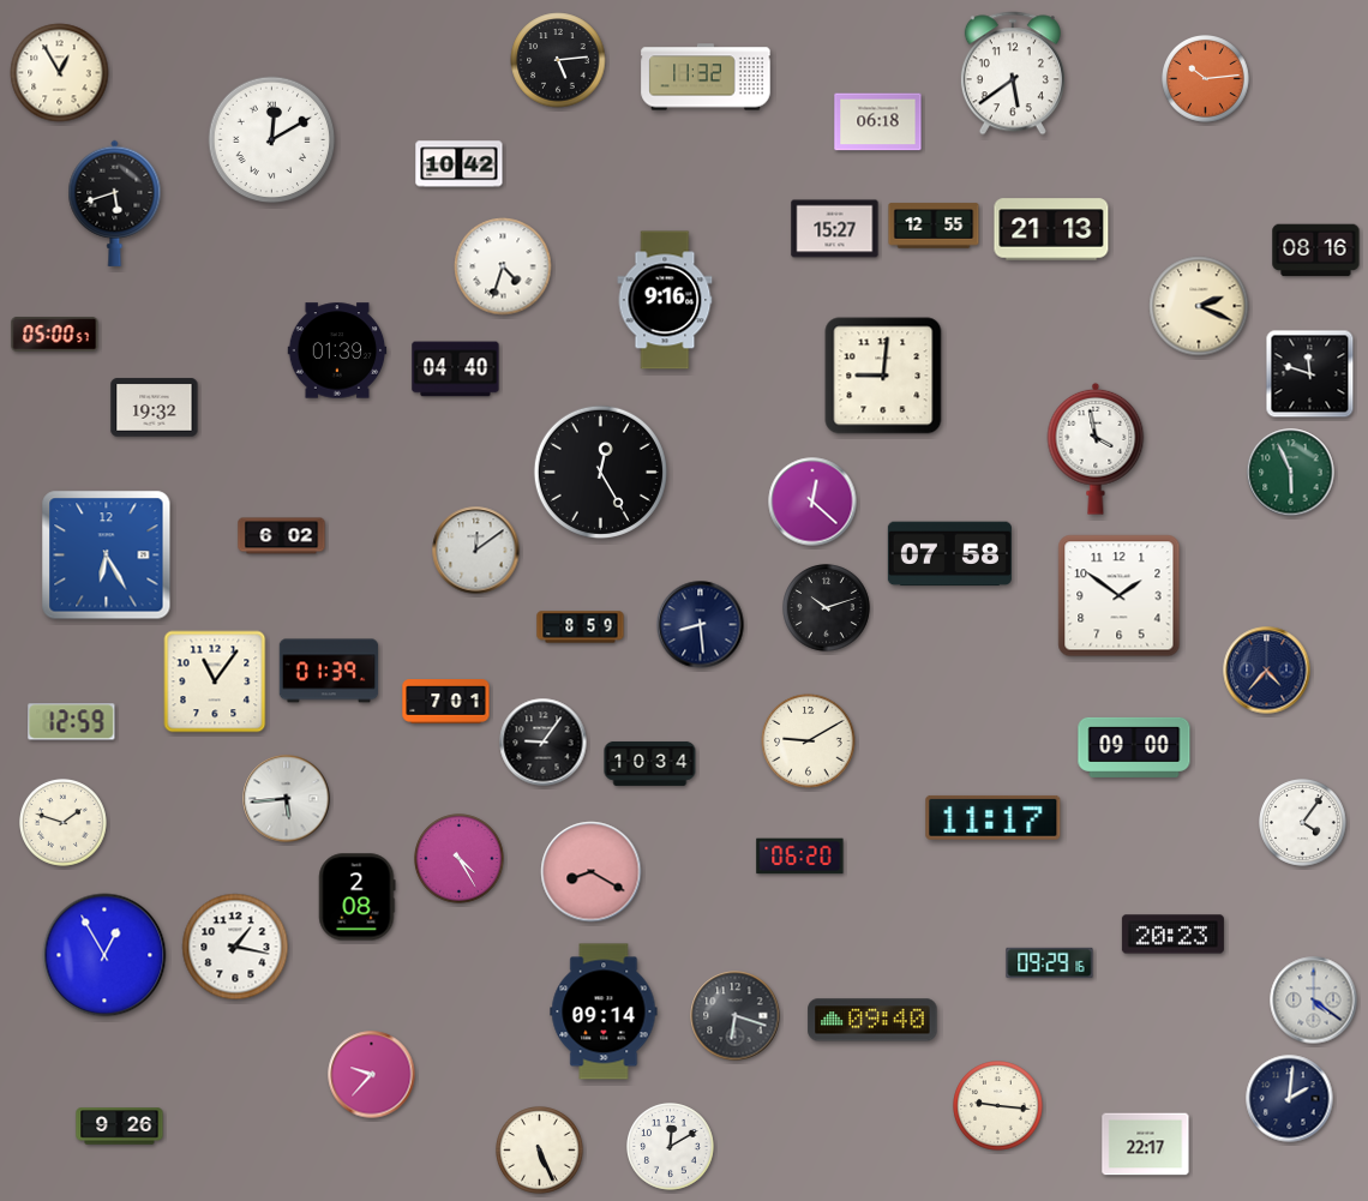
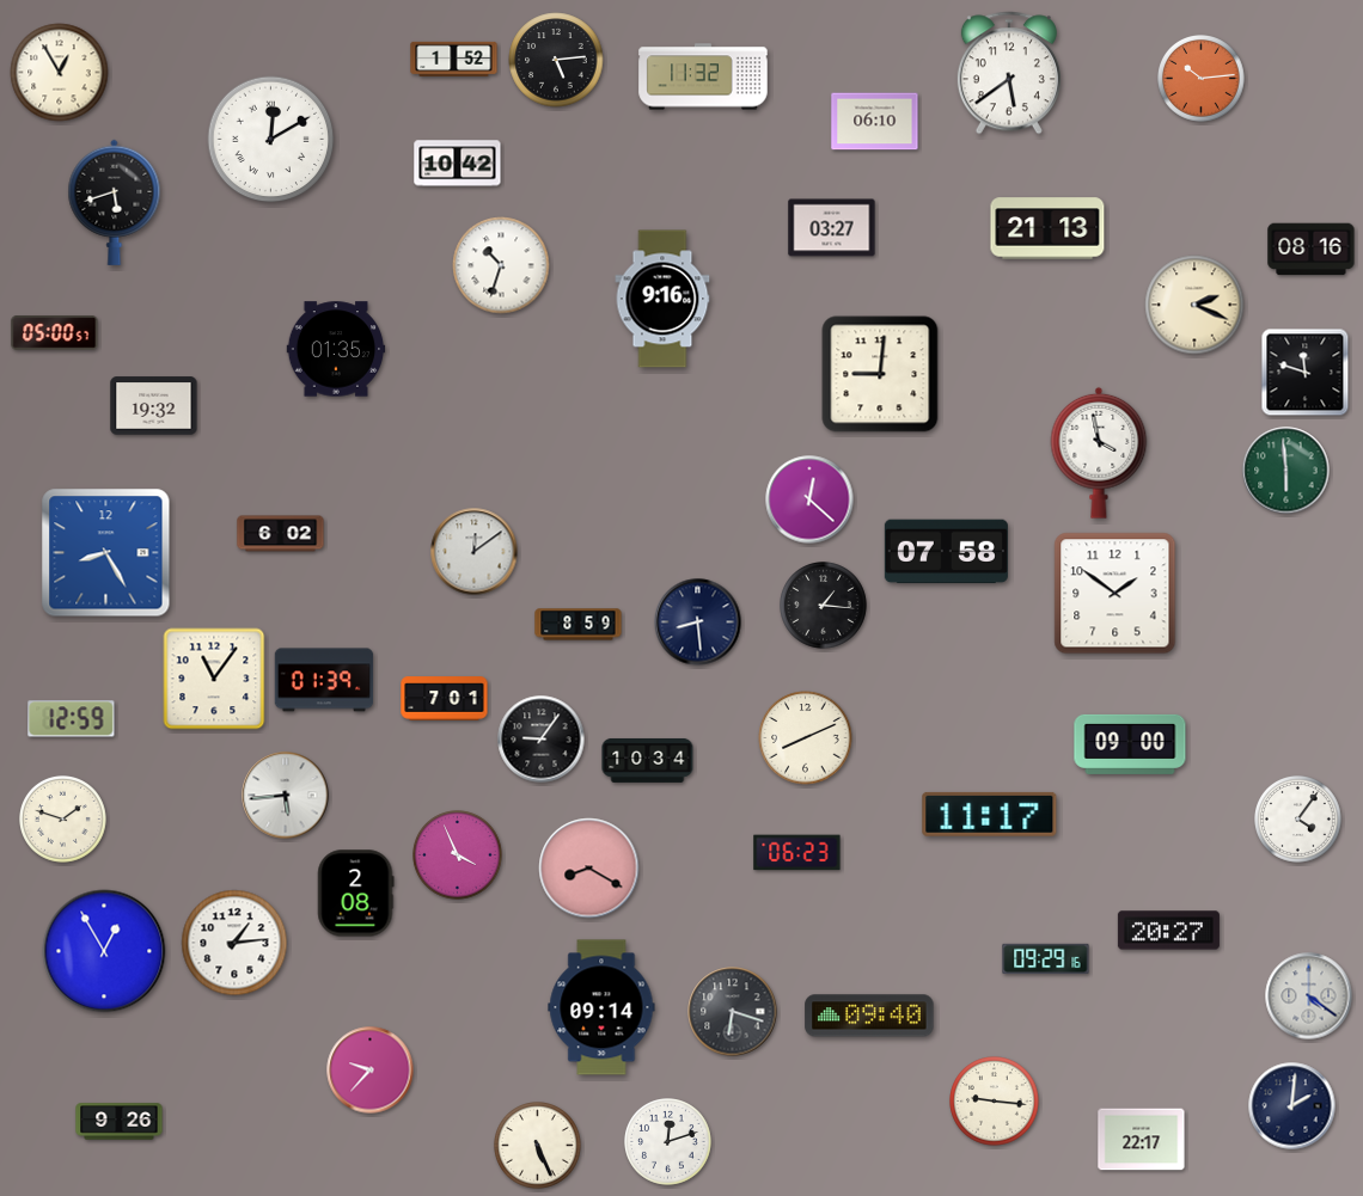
clock at (454, 59): none -> 1:52
clock at (878, 122): 06:18 -> 06:10
clock at (934, 226): 12:55 -> none
clock at (835, 229): 15:27 -> 03:27
clock at (503, 266): 4:33 -> 10:33
clock at (337, 350): 01:39 -> 01:35
clock at (456, 370): 04:40 -> none
clock at (1096, 449) position: (1096, 449) -> (1099, 453)
clock at (600, 472): 12:25 -> none
clock at (1291, 473): 5:56 -> 5:59
clock at (476, 551) position: (476, 551) -> (475, 552)
clock at (107, 556): 6:25 -> 8:25
clock at (827, 608): 10:12 -> 1:16
clock at (329, 671) position: (329, 671) -> (324, 680)
clock at (1267, 671): 4:37 -> none
clock at (809, 741): 9:10 -> 8:11
clock at (800, 857): 06:20 -> 06:23
clock at (460, 859): 4:25 -> 3:56
clock at (1172, 935): 20:23 -> 20:27
clock at (235, 947): 1:17 -> 1:14
clock at (1290, 1099) position: (1290, 1099) -> (1292, 1106)
clock at (671, 1147): 12:10 -> 12:12
